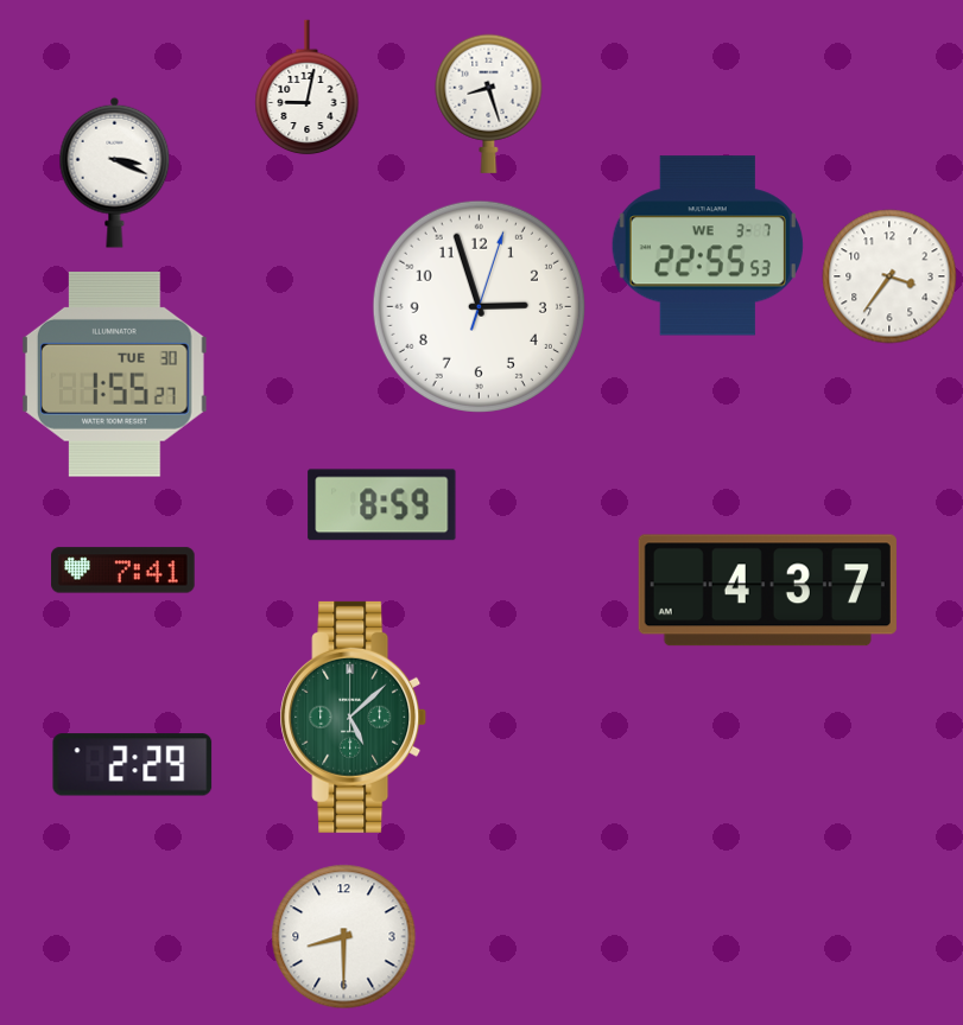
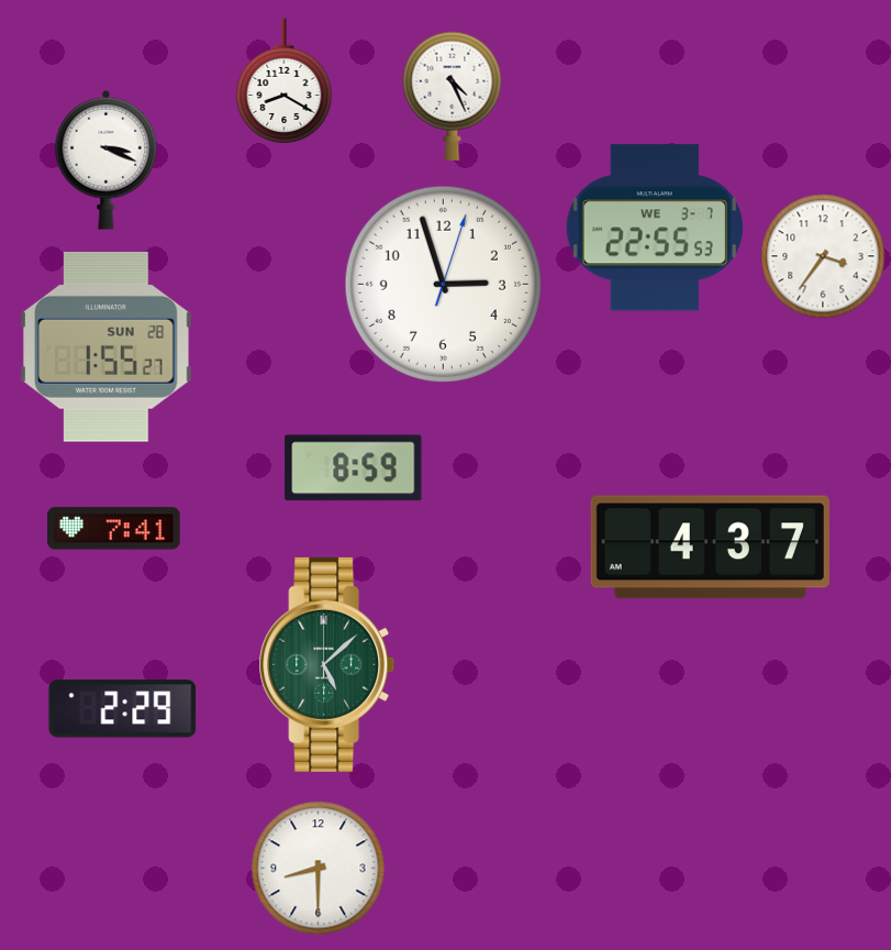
clock at (308, 88): 9:02 -> 8:20
clock at (489, 103): 8:27 -> 4:26
clock at (114, 374) date: TUE 30 -> SUN 28
